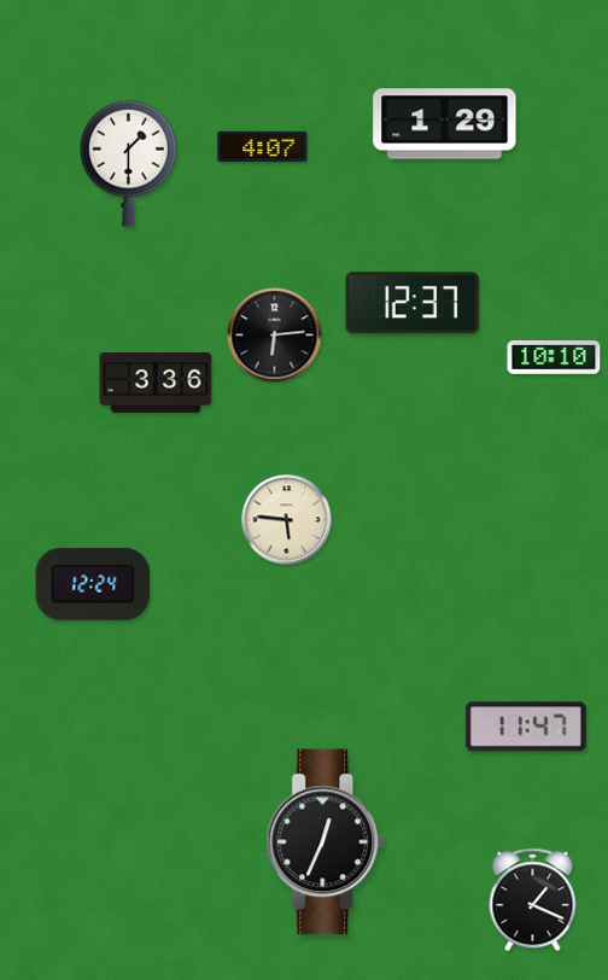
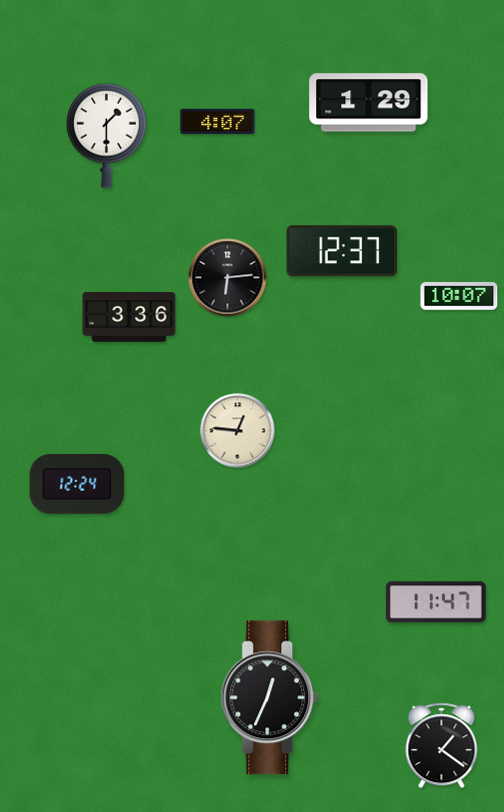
clock at (554, 358): 10:10 -> 10:07
clock at (287, 520): 5:46 -> 12:46
clock at (533, 900): 1:19 -> 1:21
